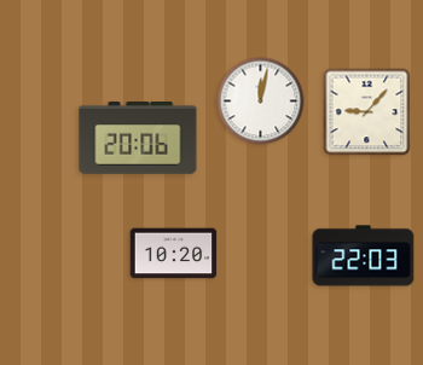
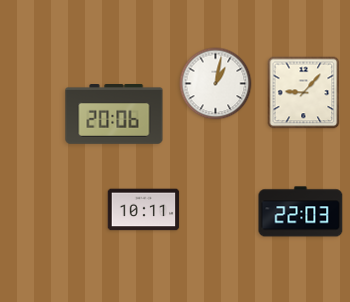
clock at (261, 102): 12:02 -> 1:02
clock at (174, 254): 10:20 -> 10:11
